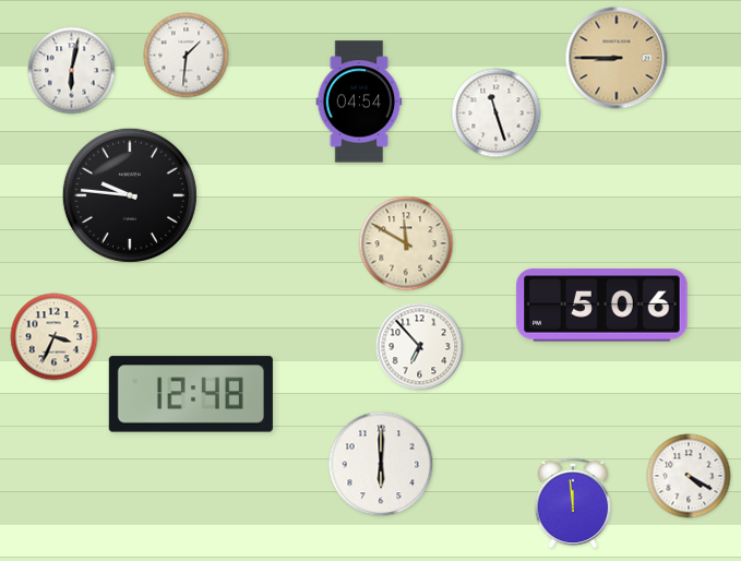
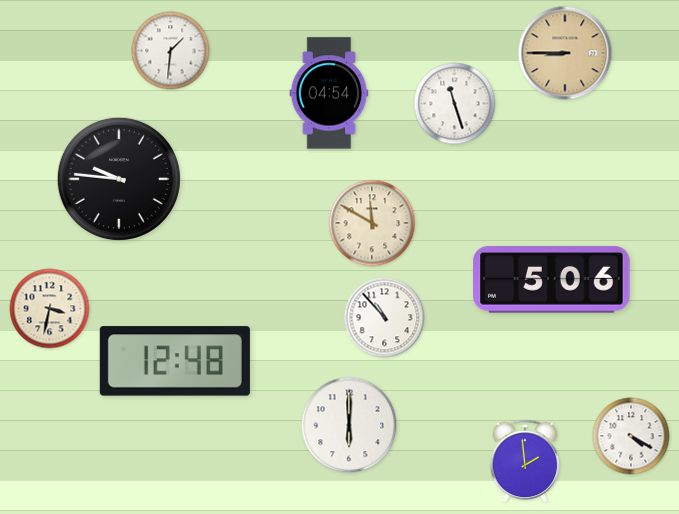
clock at (72, 71): 6:02 -> none
clock at (55, 337): 3:34 -> 3:32
clock at (420, 347): 6:53 -> 10:53
clock at (573, 503): 11:59 -> 1:59
